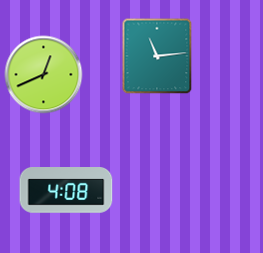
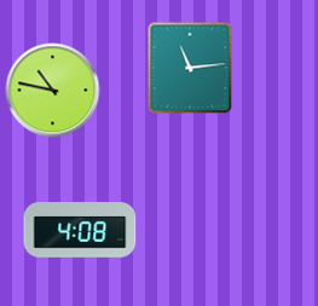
clock at (44, 75): 12:41 -> 10:47
